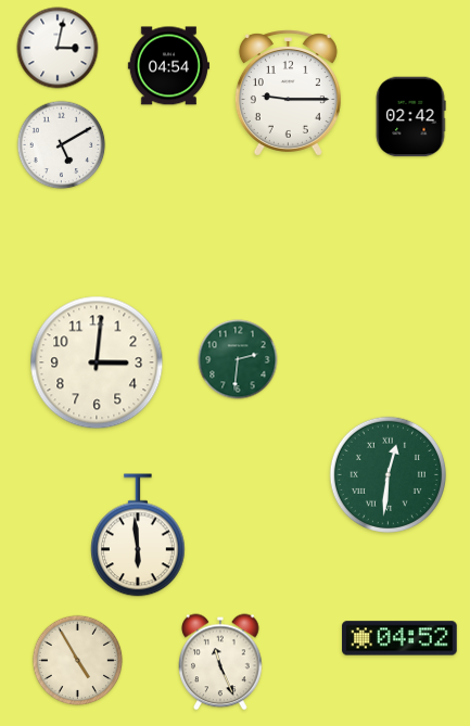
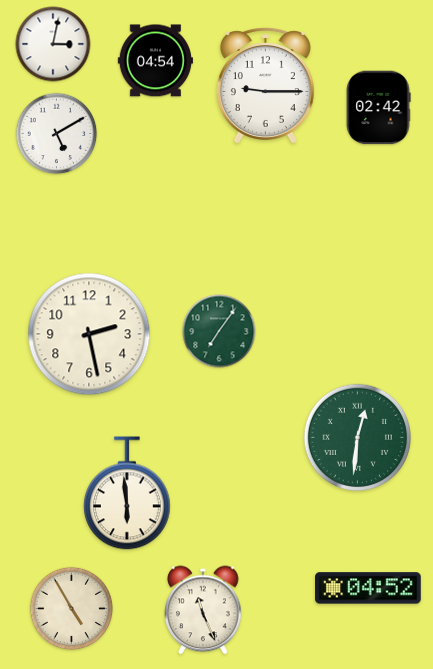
clock at (238, 359): 2:31 -> 7:06
clock at (97, 362): 3:01 -> 2:28
